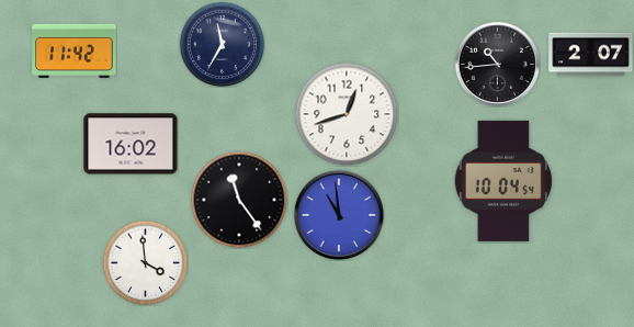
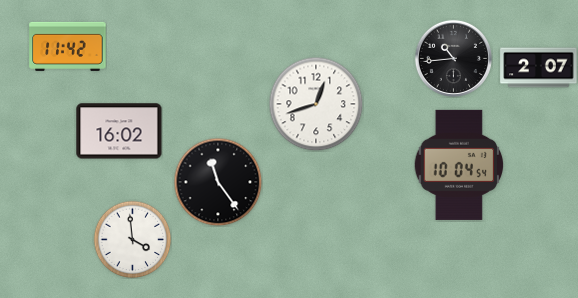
clock at (222, 44): 11:35 -> none
clock at (591, 55) position: (591, 55) -> (539, 68)
clock at (339, 215): 10:59 -> none
